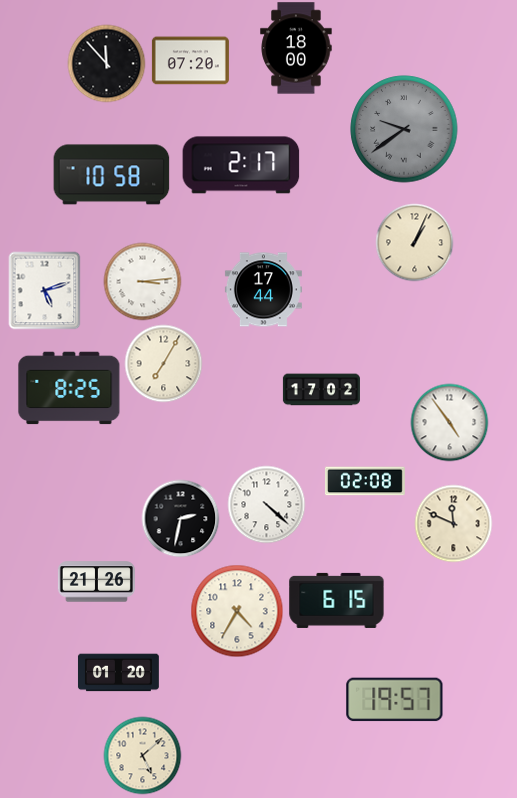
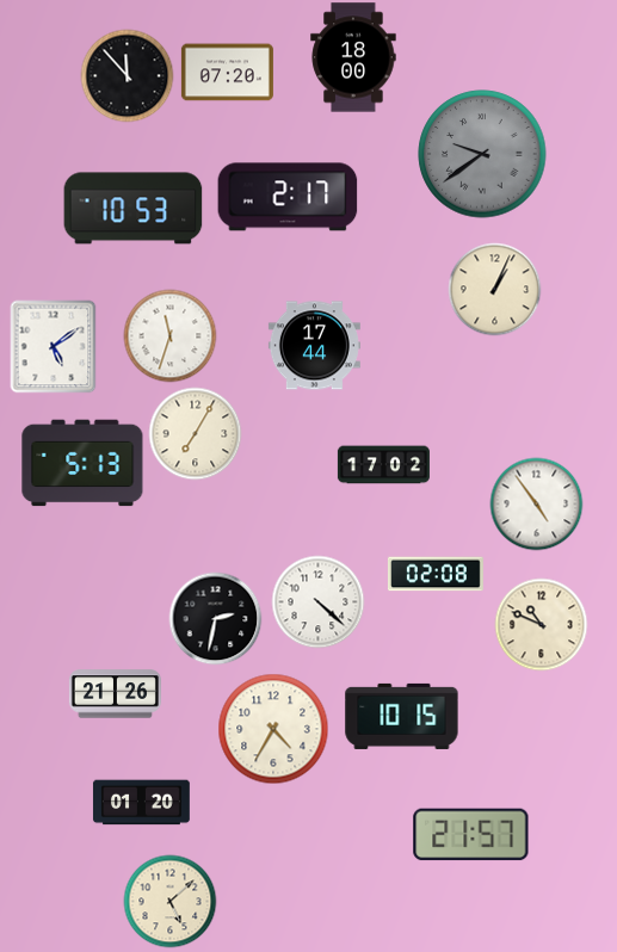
clock at (112, 175): 10:58 -> 10:53
clock at (142, 281): 3:14 -> 11:33
clock at (45, 290): 5:12 -> 5:09
clock at (69, 388): 8:25 -> 5:13
clock at (453, 523): 11:49 -> 10:49
clock at (337, 600): 6:15 -> 10:15
clock at (237, 611) position: (237, 611) -> (273, 729)
clock at (395, 700): 19:57 -> 21:57
